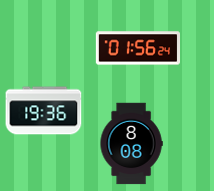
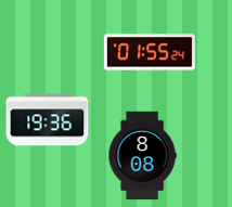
clock at (137, 48): 01:56 -> 01:55
